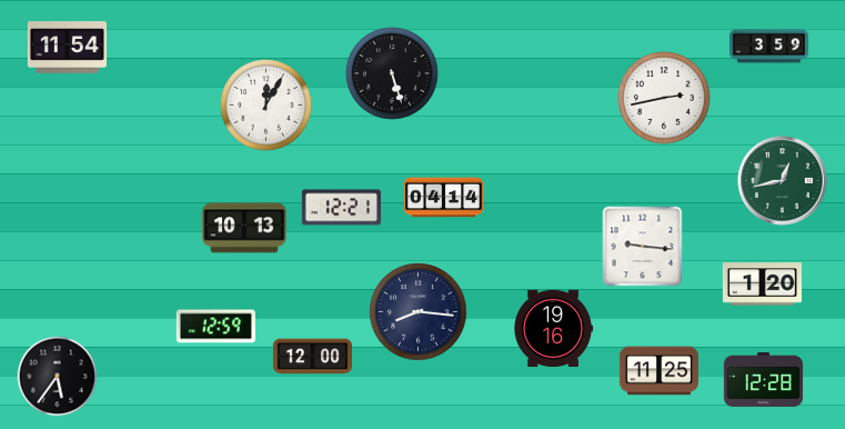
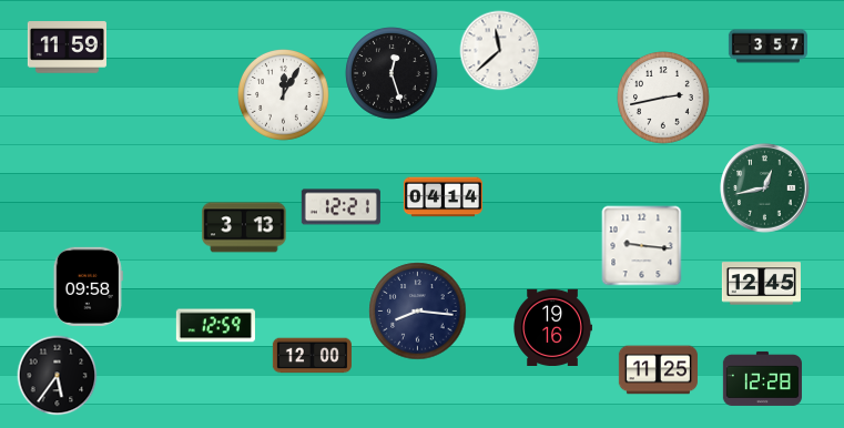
clock at (768, 47): 3:59 -> 3:57
clock at (67, 48): 11:54 -> 11:59
clock at (500, 51): none -> 11:38
clock at (392, 73): 5:27 -> 12:27
clock at (266, 106) position: (266, 106) -> (284, 95)
clock at (783, 181) position: (783, 181) -> (765, 188)
clock at (244, 228): 10:13 -> 3:13
clock at (762, 285): 1:20 -> 12:45
clock at (88, 286): none -> 09:58
